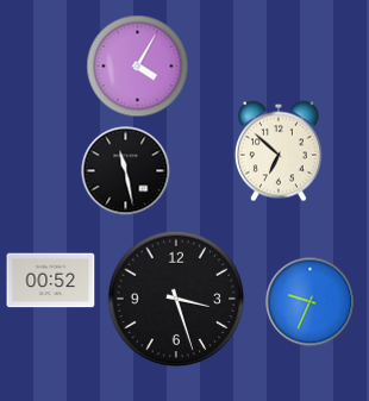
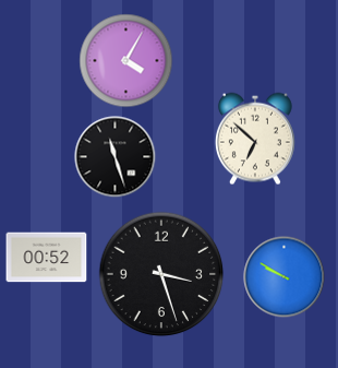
clock at (126, 171): 11:28 -> 11:27
clock at (311, 302): 9:34 -> 9:50
